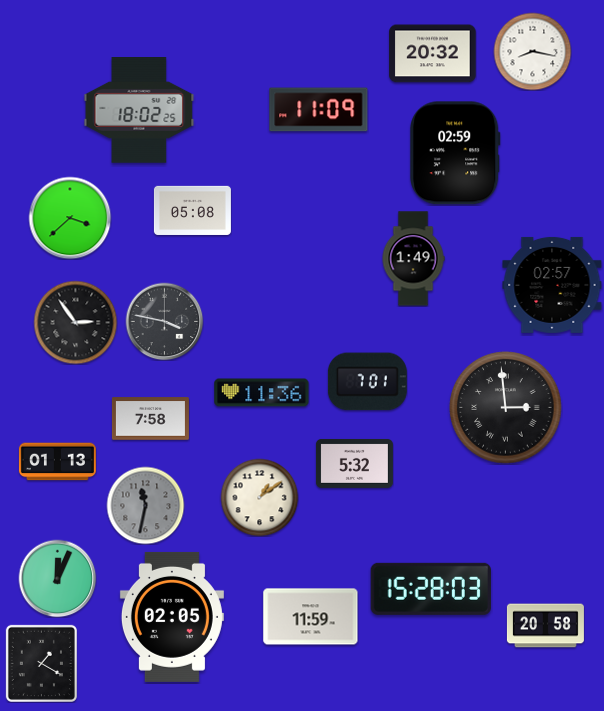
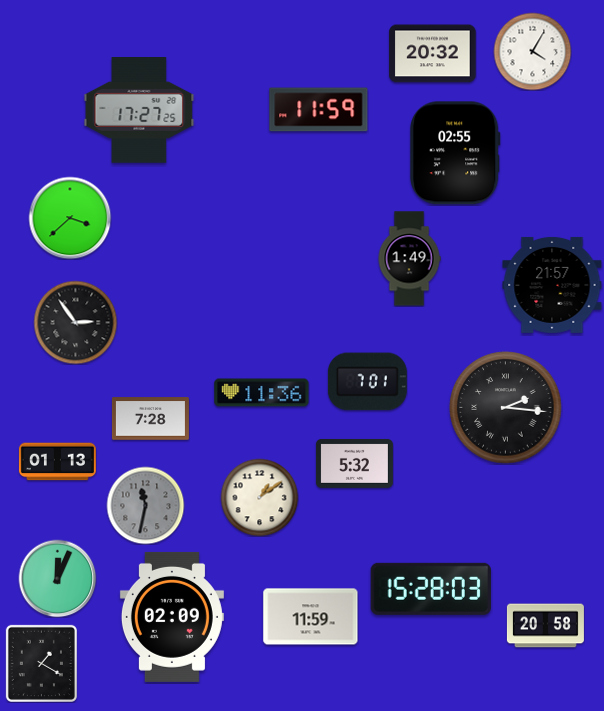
clock at (532, 51): 8:17 -> 4:05
clock at (319, 110): 11:09 -> 11:59
clock at (139, 111): 18:02 -> 17:27
clock at (456, 153): 02:59 -> 02:55
clock at (192, 210): 05:08 -> none
clock at (413, 259) position: (413, 259) -> (409, 259)
clock at (552, 285): 02:57 -> 21:57
clock at (164, 321): 3:47 -> none
clock at (506, 408): 2:59 -> 2:16
clock at (150, 419): 7:58 -> 7:28
clock at (172, 617): 02:05 -> 02:09
